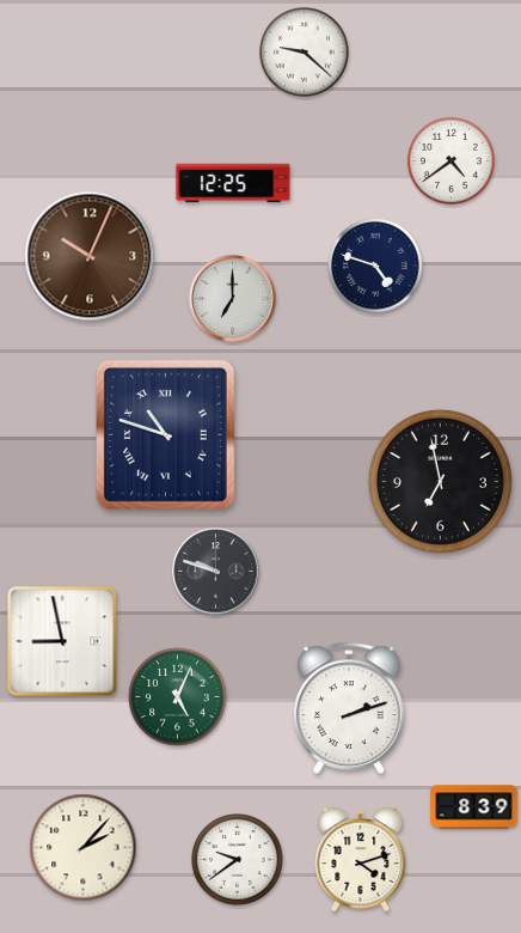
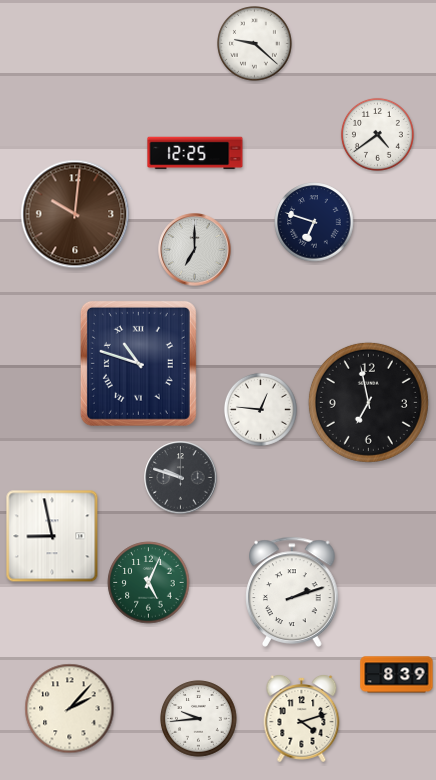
clock at (90, 256): 10:04 -> 10:01
clock at (375, 266): 4:48 -> 6:48
clock at (260, 409): none -> 12:46
clock at (238, 860): 9:39 -> 9:44
